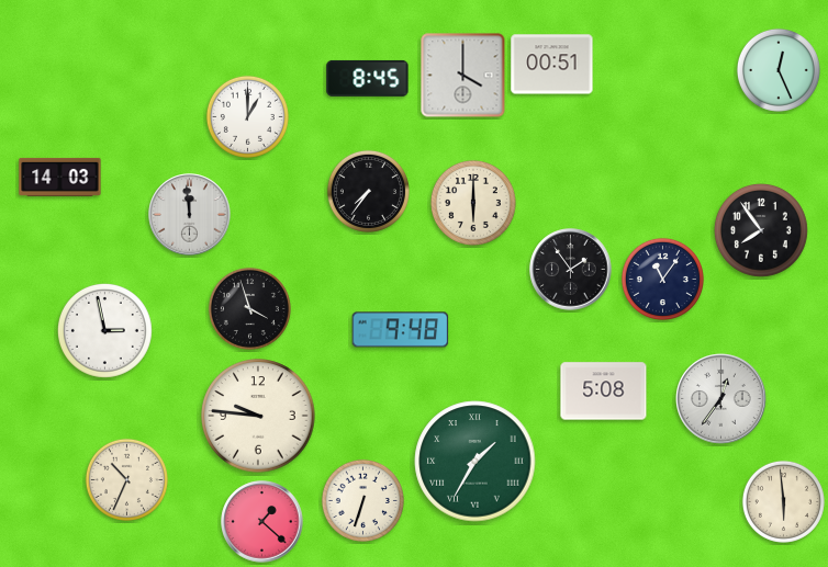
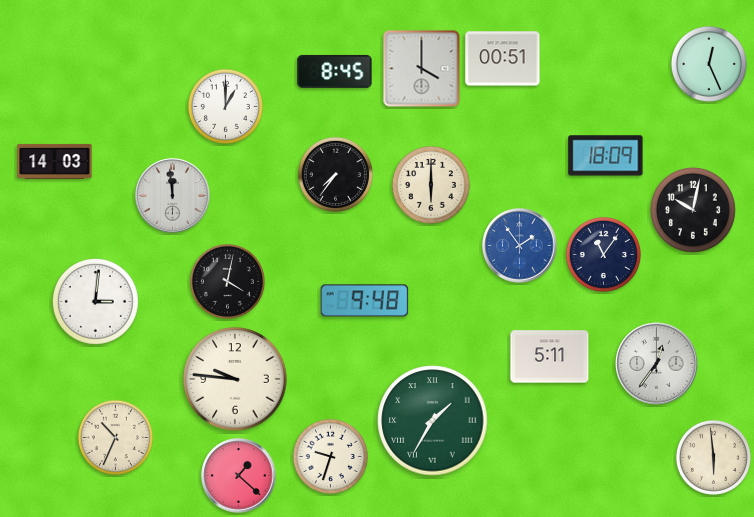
clock at (606, 156): none -> 18:09
clock at (761, 230): 7:54 -> 10:02
clock at (571, 270) dial: black -> blue
clock at (249, 308): 3:57 -> 4:02
clock at (104, 330): 2:58 -> 3:01
clock at (604, 392): 5:08 -> 5:11
clock at (362, 500): 6:33 -> 9:33
